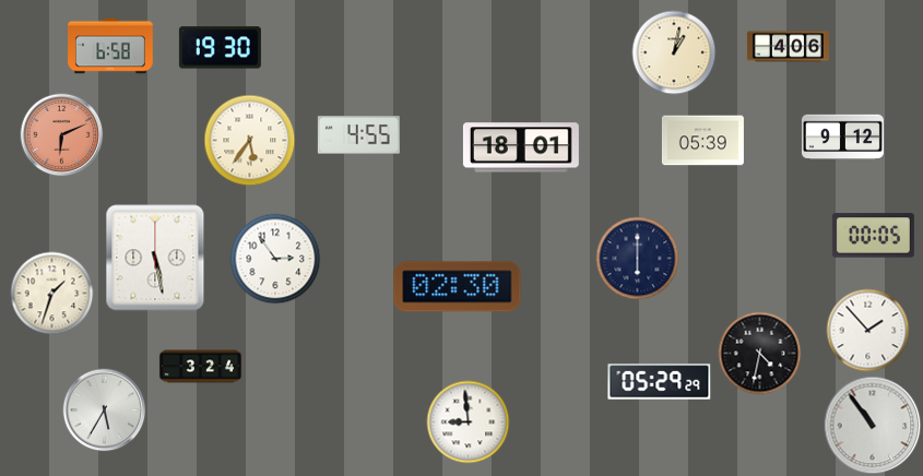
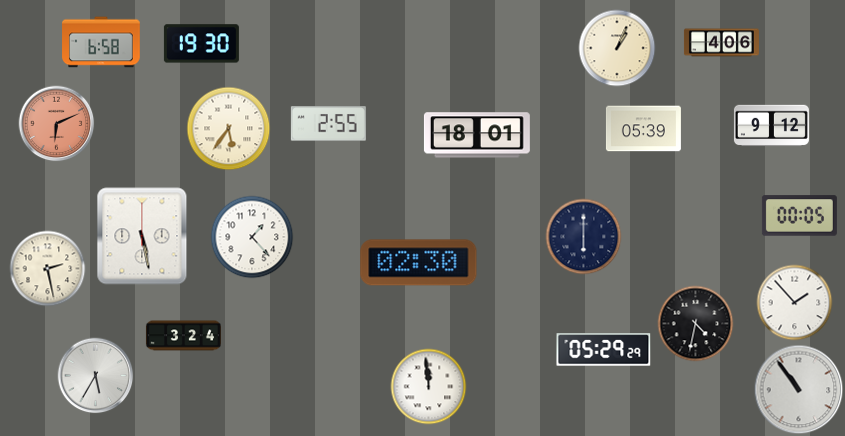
clock at (674, 52): 1:02 -> 1:04
clock at (358, 135): 4:55 -> 2:55
clock at (275, 259): 2:54 -> 1:23
clock at (52, 294): 1:33 -> 2:28
clock at (469, 423): 8:59 -> 11:59
